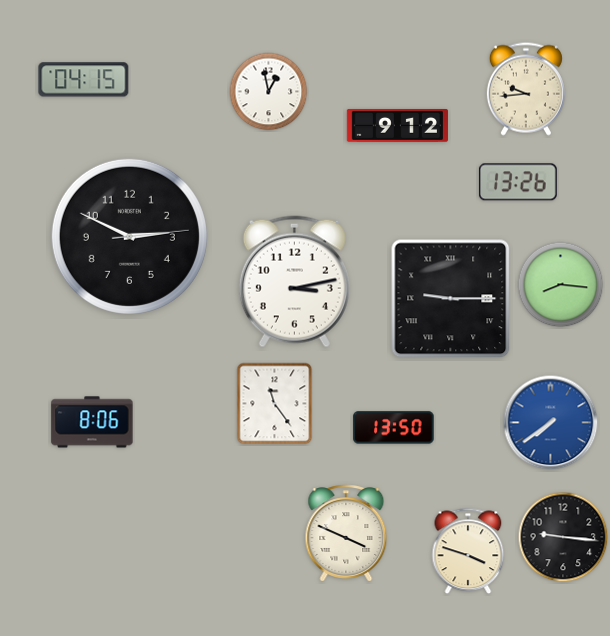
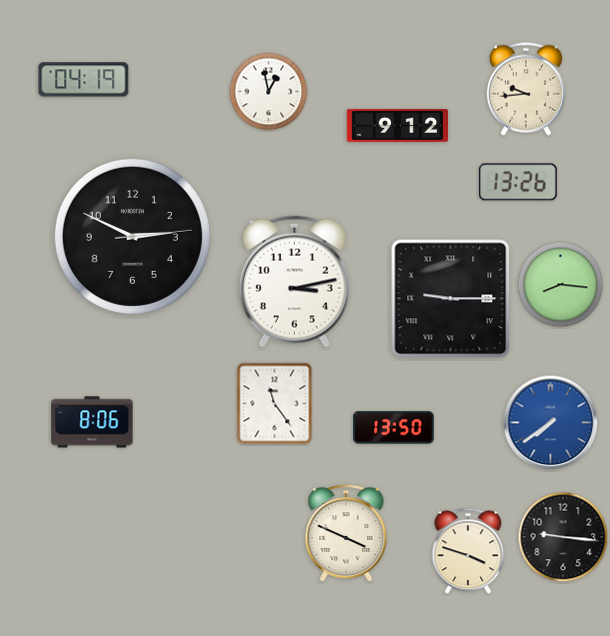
clock at (84, 80): 04:15 -> 04:19
clock at (129, 236) position: (129, 236) -> (132, 236)
